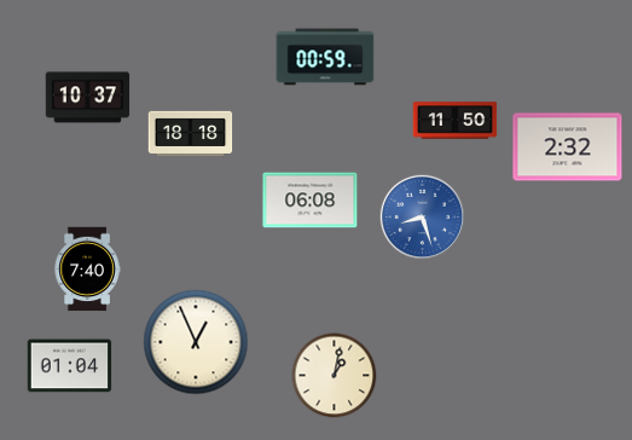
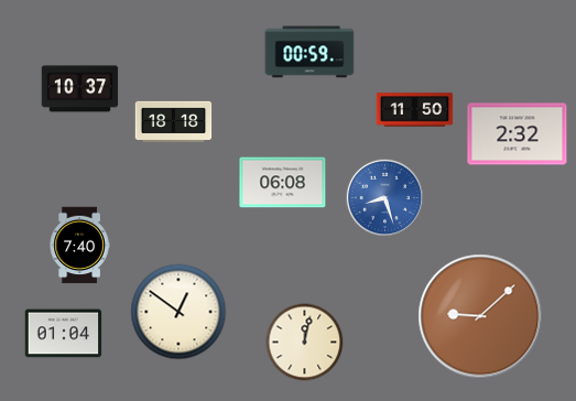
clock at (325, 57) position: (325, 57) -> (309, 52)
clock at (196, 342): 12:56 -> 12:51
clock at (480, 316): none -> 9:08
clock at (335, 376): 1:02 -> 12:02
